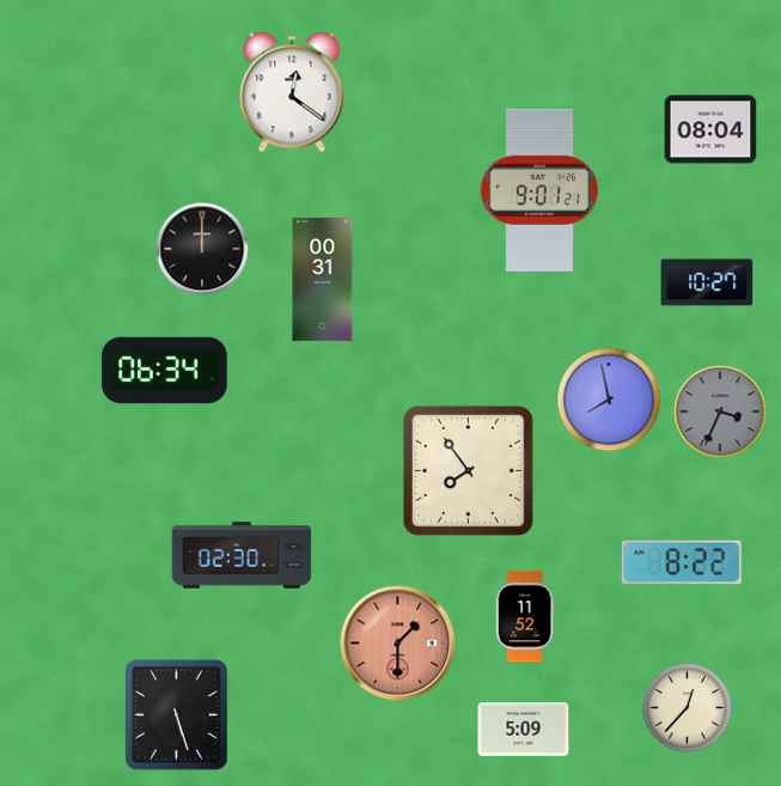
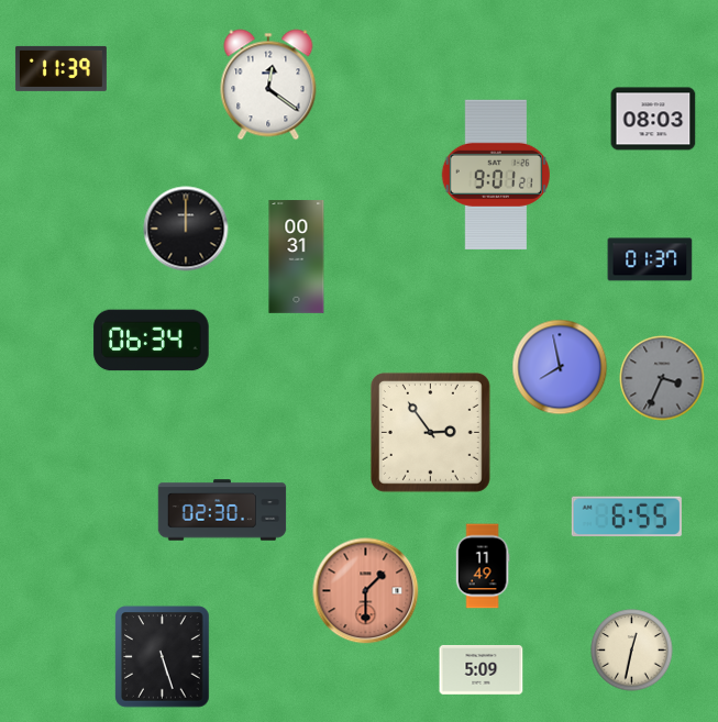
clock at (60, 68): none -> 11:39
clock at (710, 129): 08:04 -> 08:03
clock at (707, 282): 10:27 -> 01:37
clock at (468, 470): 7:54 -> 2:54
clock at (682, 562): 8:22 -> 6:55
clock at (525, 616): 11:52 -> 11:49
clock at (688, 708): 12:37 -> 12:32
